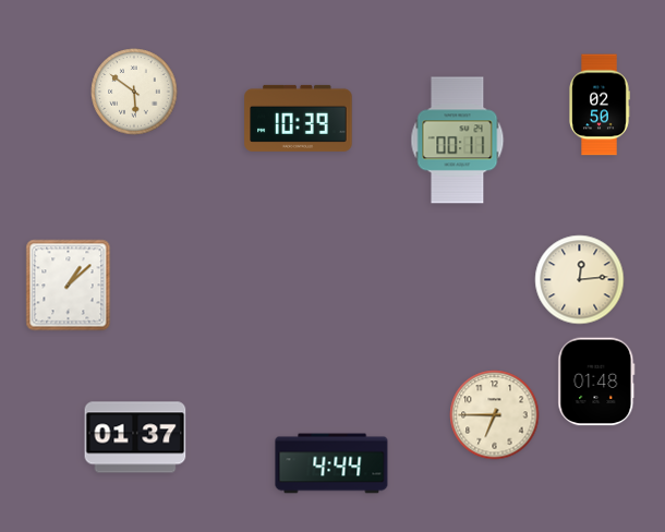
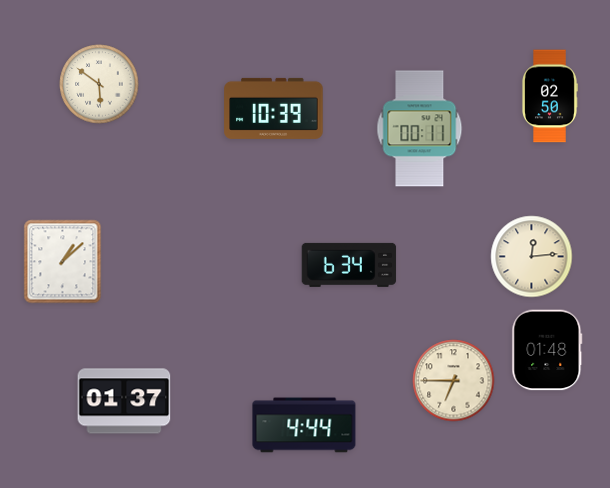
clock at (134, 92) position: (134, 92) -> (99, 84)
clock at (349, 265): none -> 6:34
